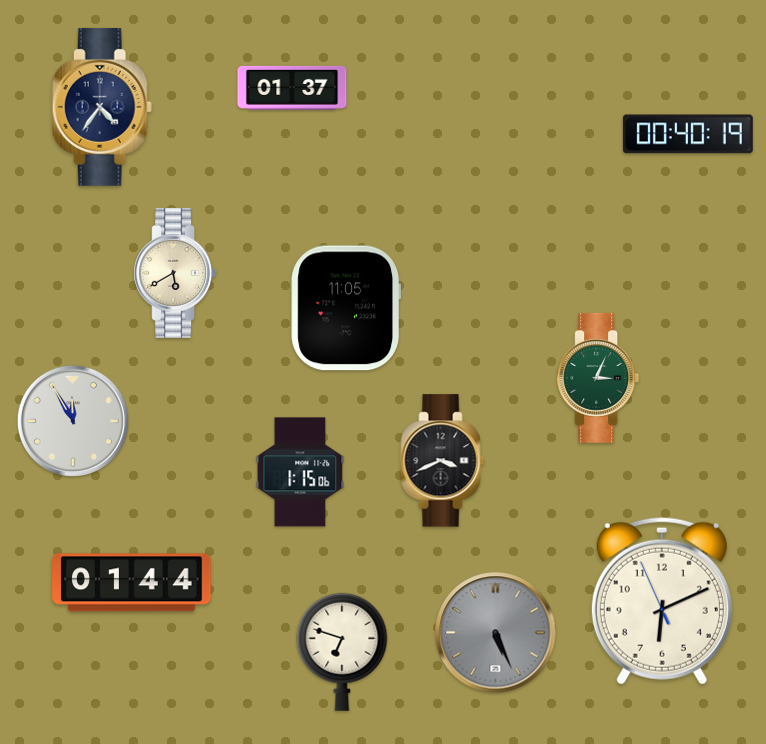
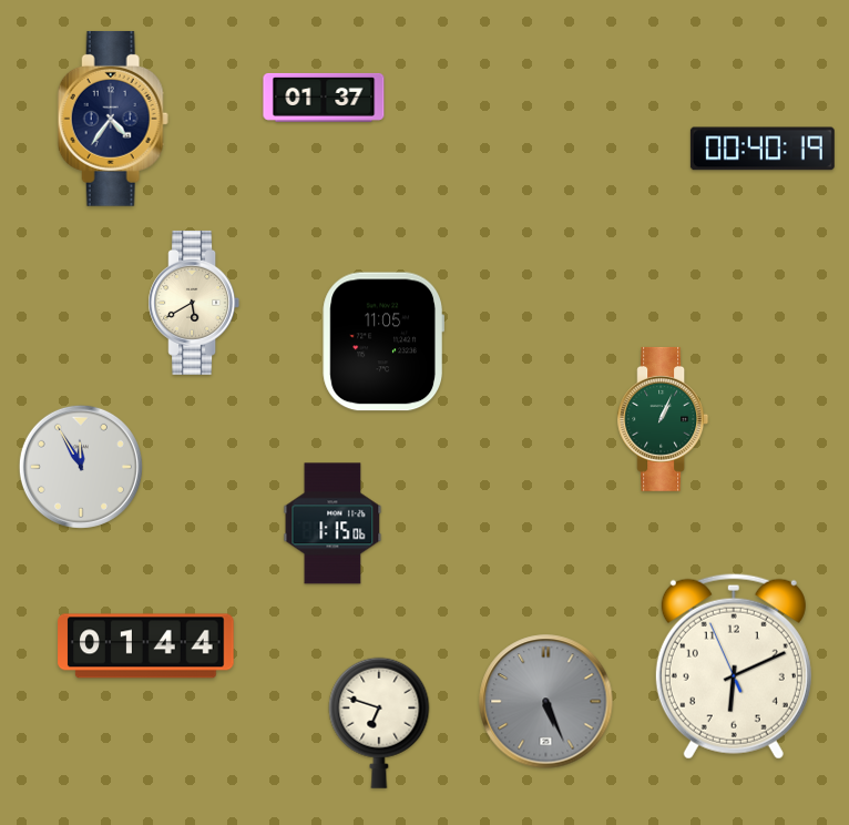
clock at (598, 378): 3:04 -> 1:04
clock at (443, 461): 3:41 -> none
clock at (496, 633) position: (496, 633) -> (546, 702)
